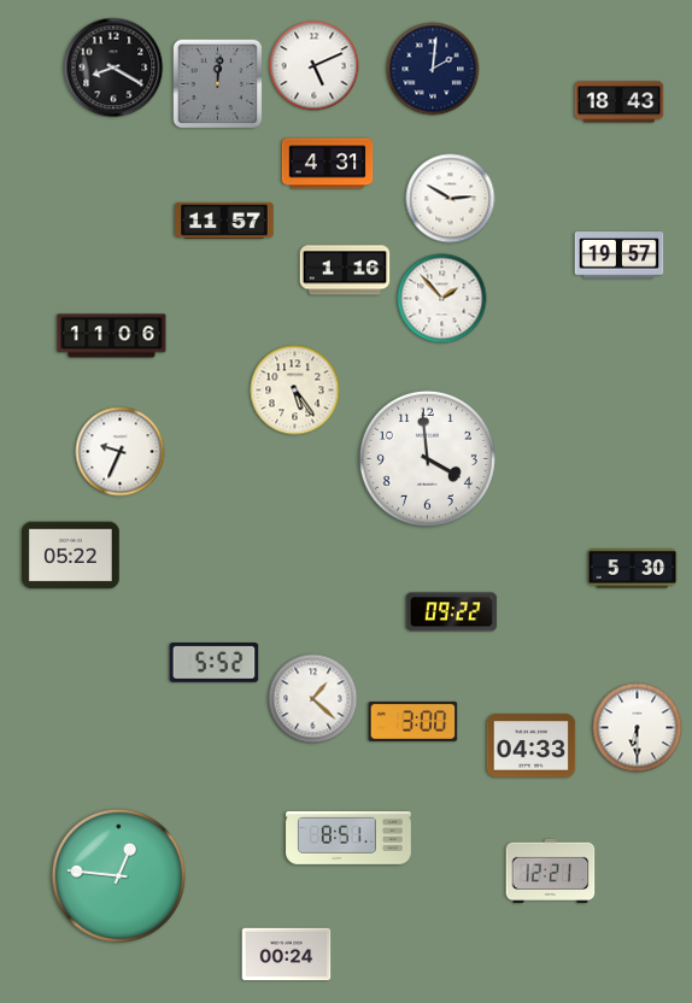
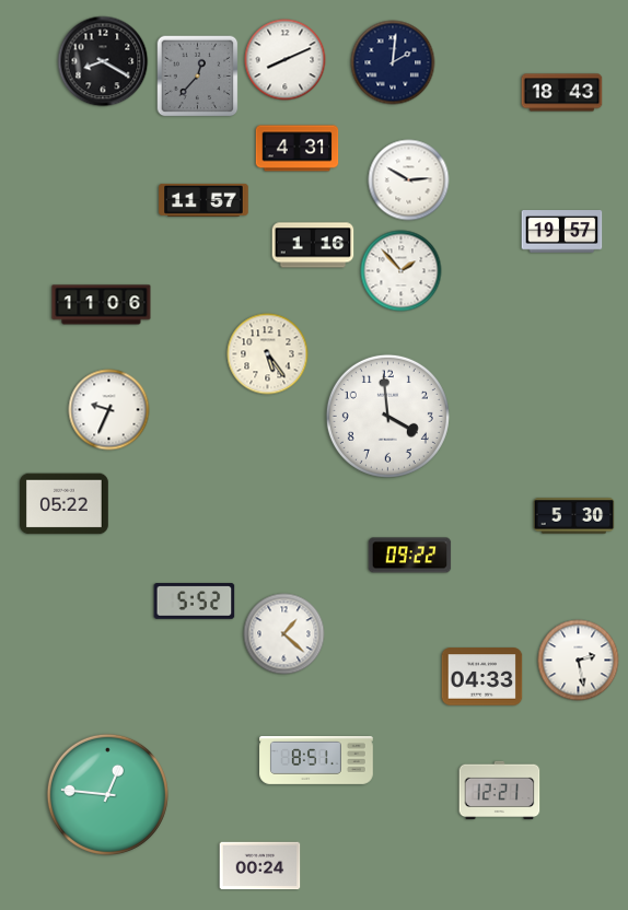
clock at (315, 66): 5:11 -> 8:11
clock at (218, 84): 12:01 -> 12:37
clock at (414, 721): 3:00 -> none
clock at (638, 728): 6:30 -> 2:28
